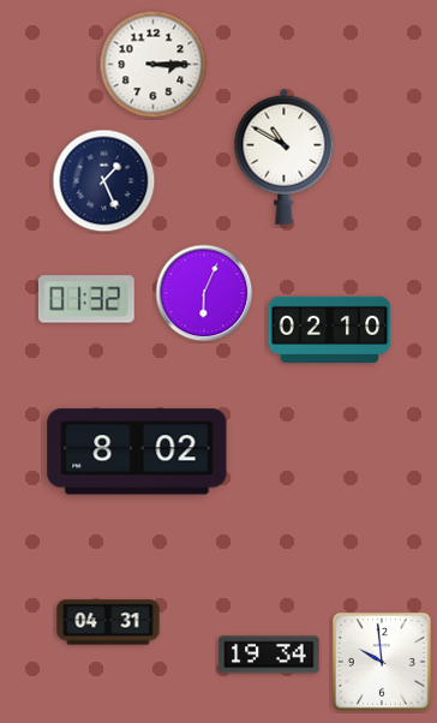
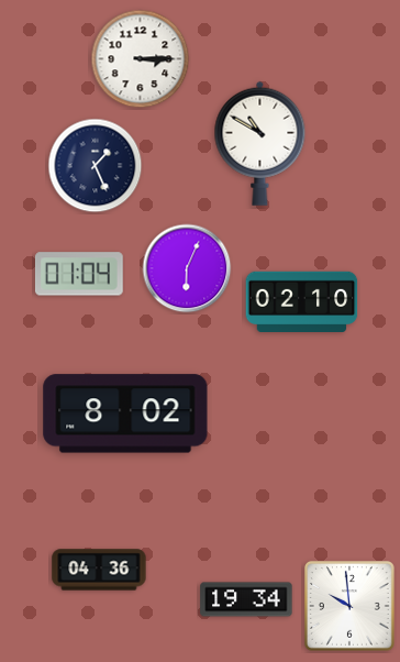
clock at (86, 299): 01:32 -> 01:04
clock at (108, 622): 04:31 -> 04:36
